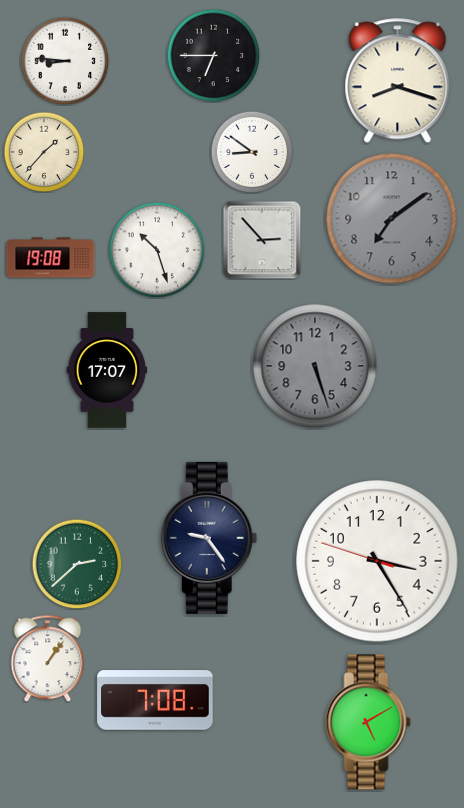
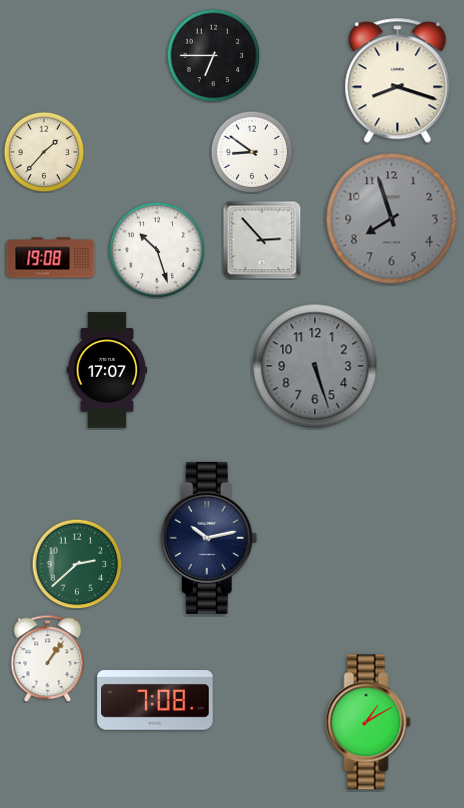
clock at (65, 61): 8:46 -> none
clock at (392, 219): 7:09 -> 7:57
clock at (209, 538): 9:24 -> 10:13
clock at (377, 561): 3:24 -> none
clock at (368, 722): 5:10 -> 1:10
